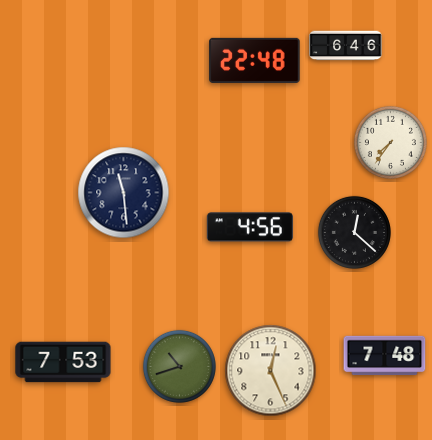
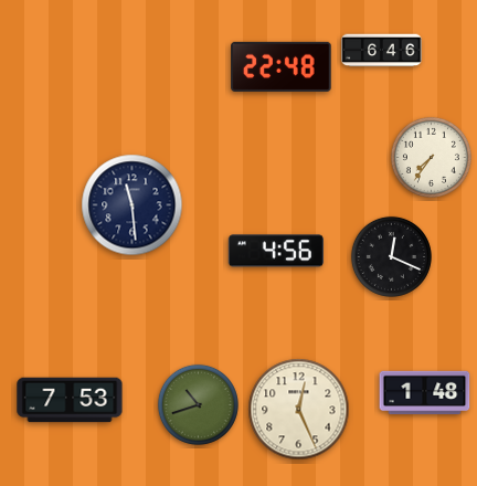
clock at (124, 193) position: (124, 193) -> (132, 205)
clock at (354, 232): 12:22 -> 12:19
clock at (385, 356): 7:48 -> 1:48
